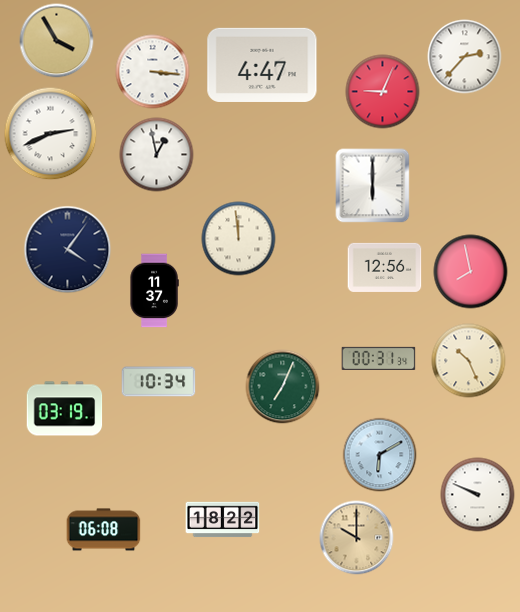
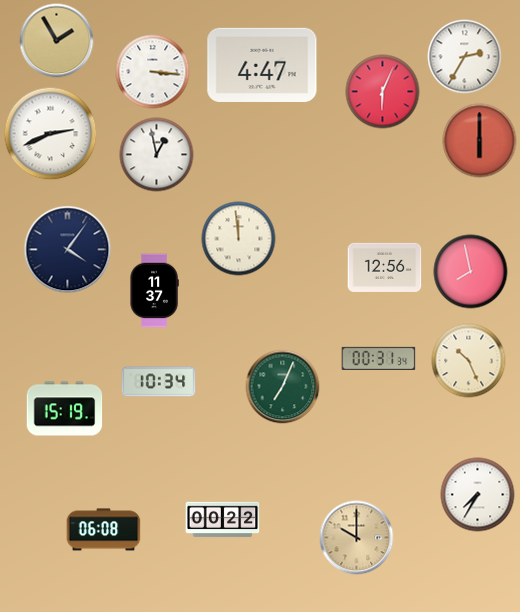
clock at (57, 41): 3:55 -> 1:55
clock at (465, 57): 2:37 -> 2:35
clock at (383, 92): 9:04 -> 6:04
clock at (480, 141): none -> 6:00
clock at (373, 186): 6:00 -> none
clock at (65, 409): 03:19 -> 15:19
clock at (380, 455): 6:10 -> none
clock at (478, 495): 9:49 -> 7:35
clock at (223, 520): 18:22 -> 00:22
